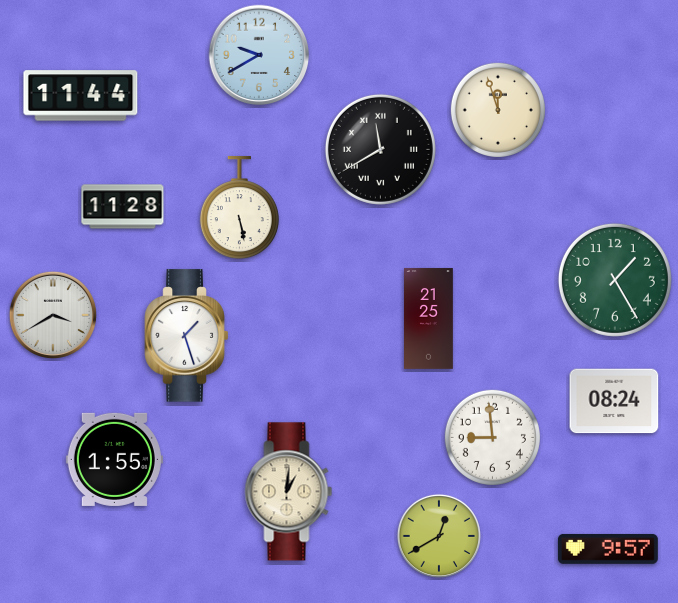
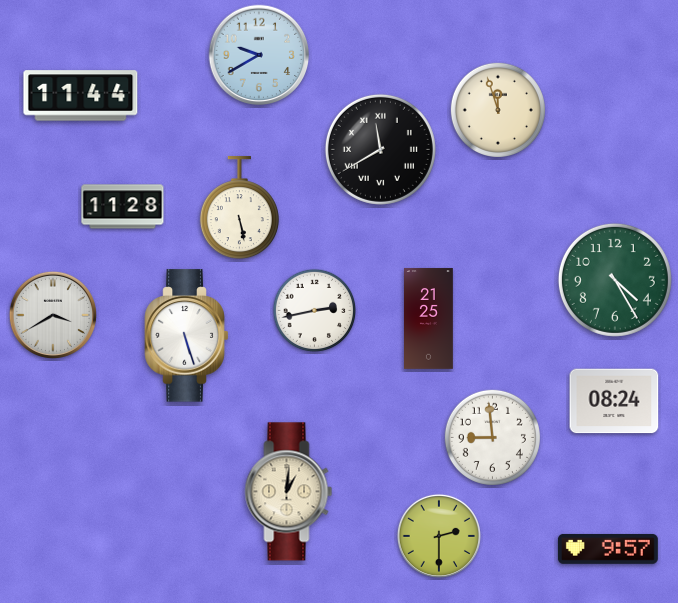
clock at (615, 280): 1:25 -> 4:25
clock at (315, 311): none -> 2:43
clock at (187, 336): 1:27 -> 5:27
clock at (114, 459): 1:55 -> none
clock at (439, 536): 12:40 -> 2:30
